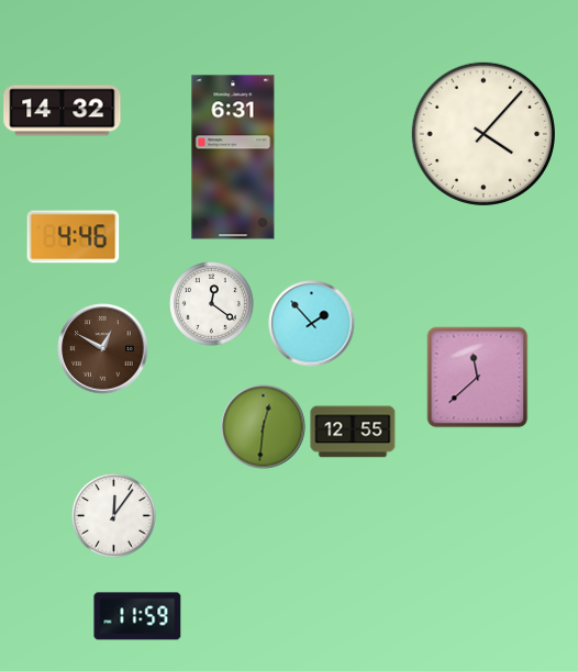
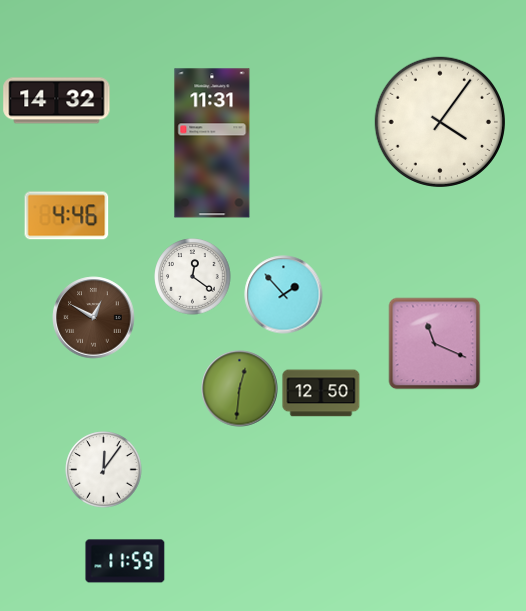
clock at (483, 134): 4:07 -> 4:06
clock at (233, 157): 6:31 -> 11:31
clock at (478, 378): 11:38 -> 11:19
clock at (353, 432): 12:55 -> 12:50
